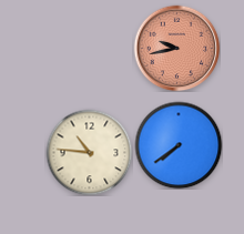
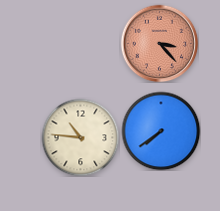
clock at (176, 48): 9:43 -> 3:23
